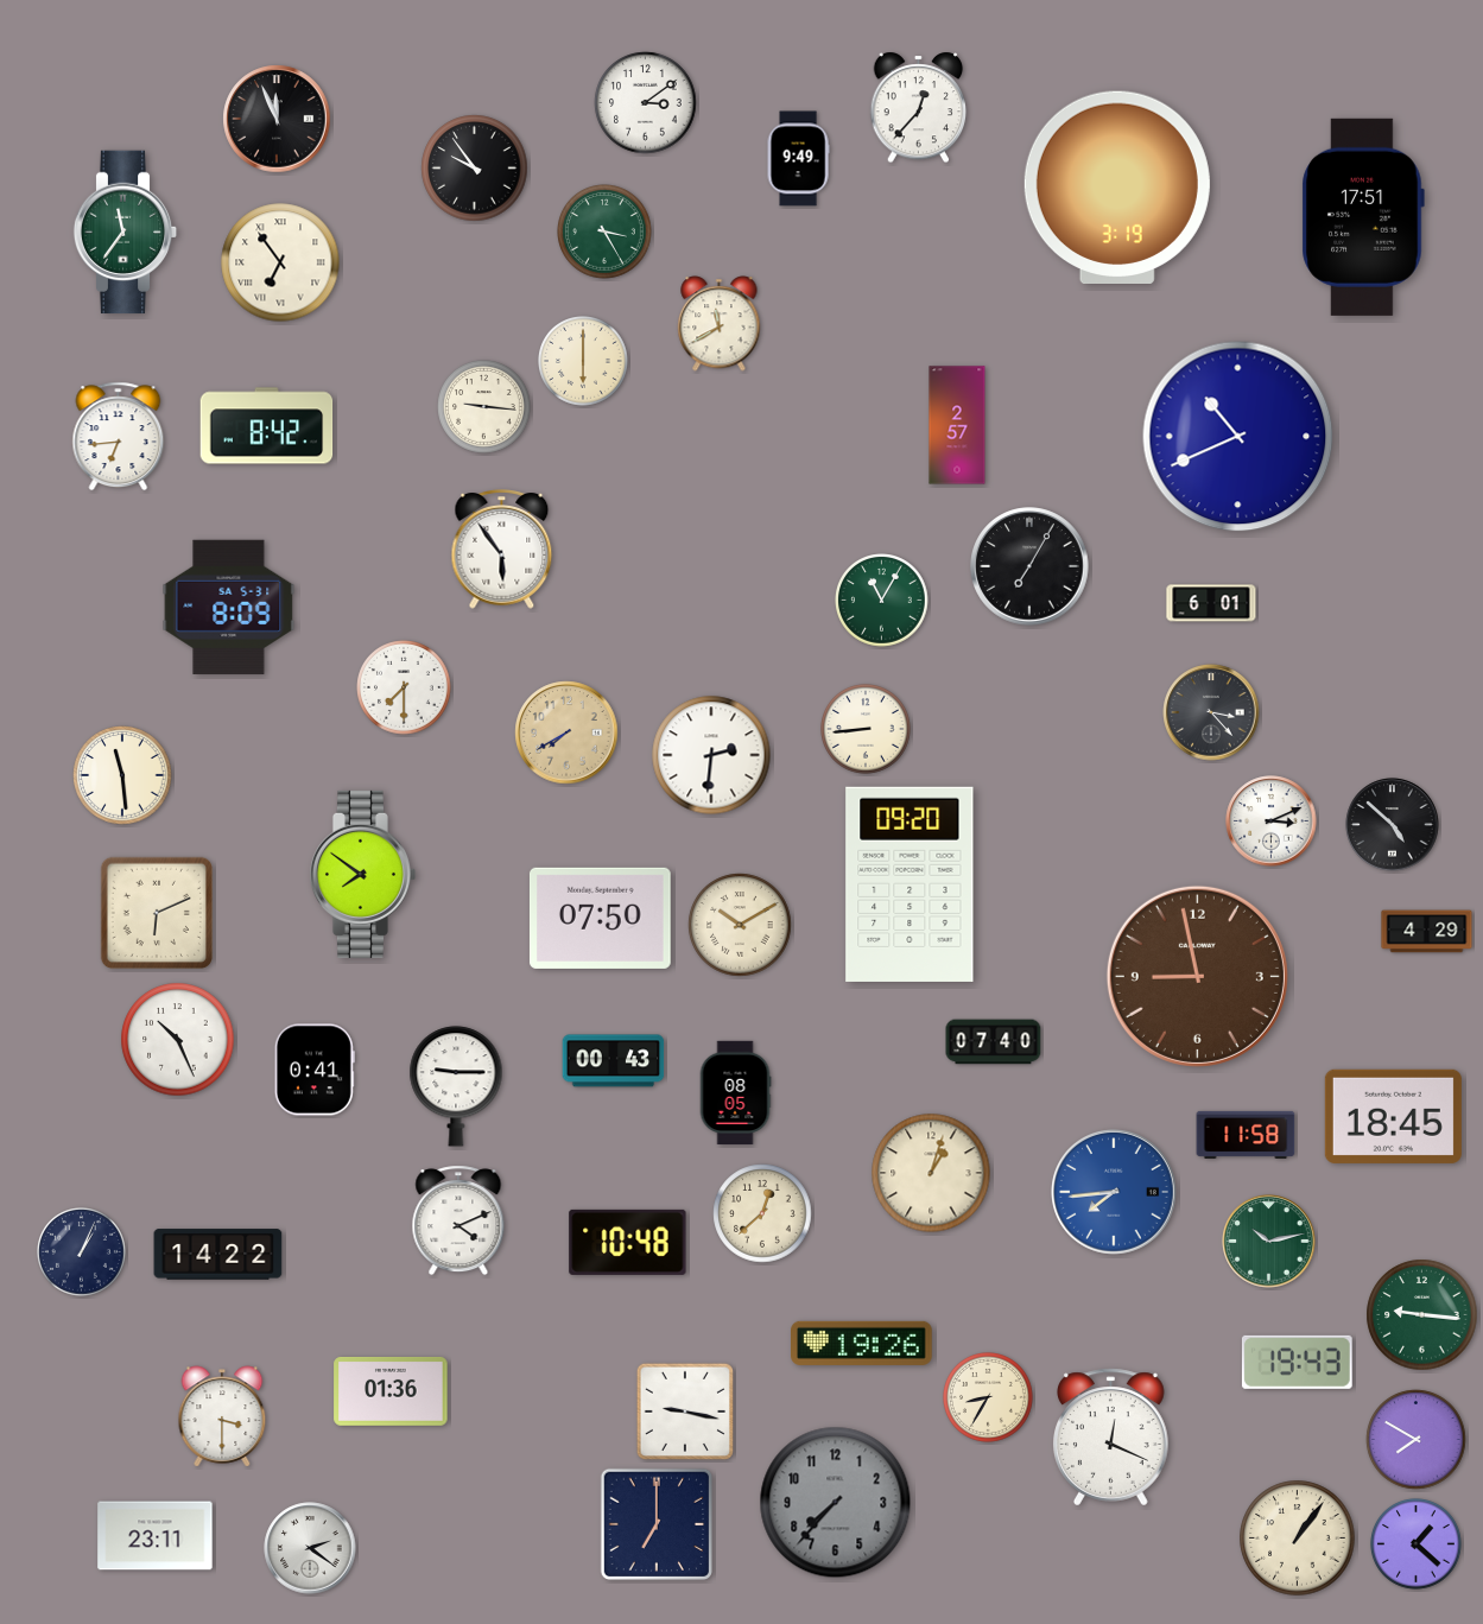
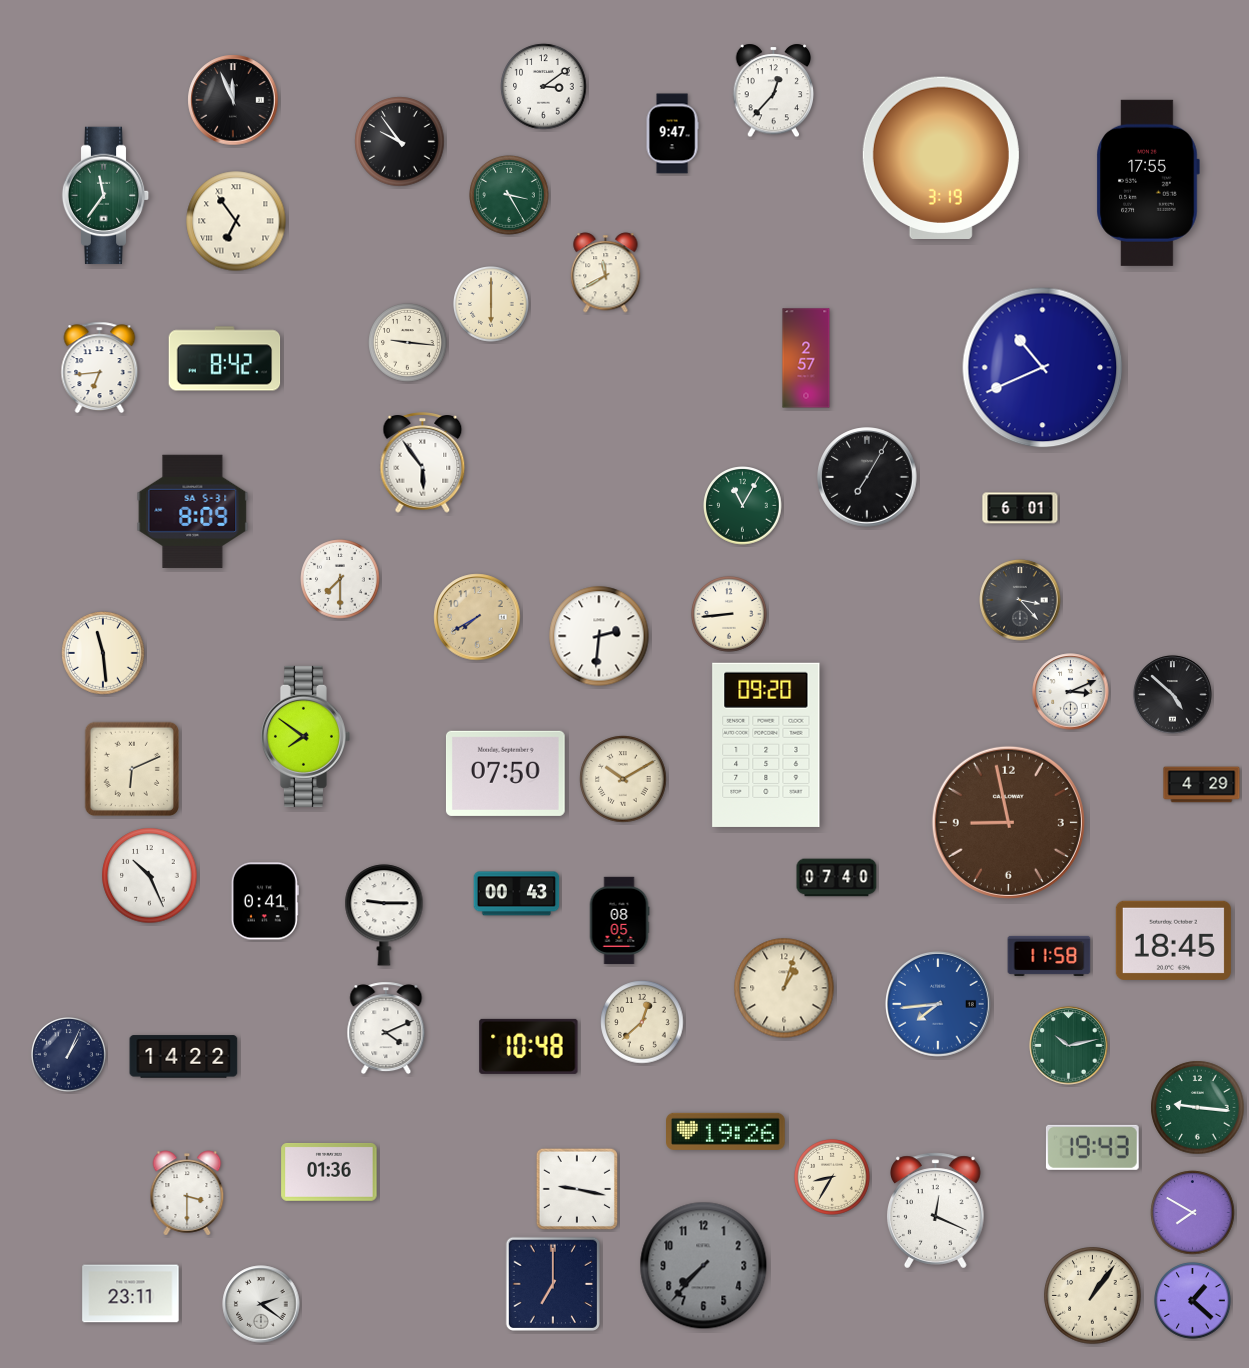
clock at (798, 159): 9:49 -> 9:47
clock at (1363, 217): 17:51 -> 17:55
